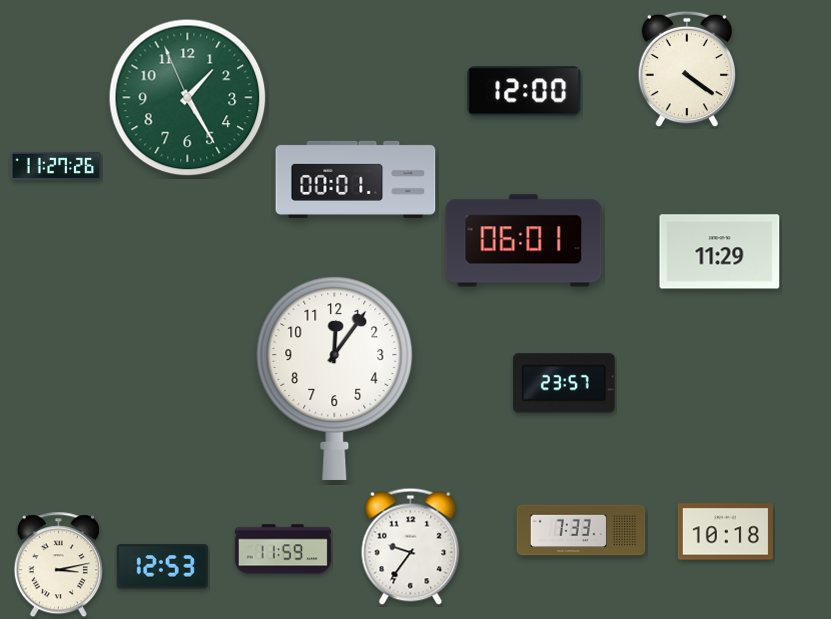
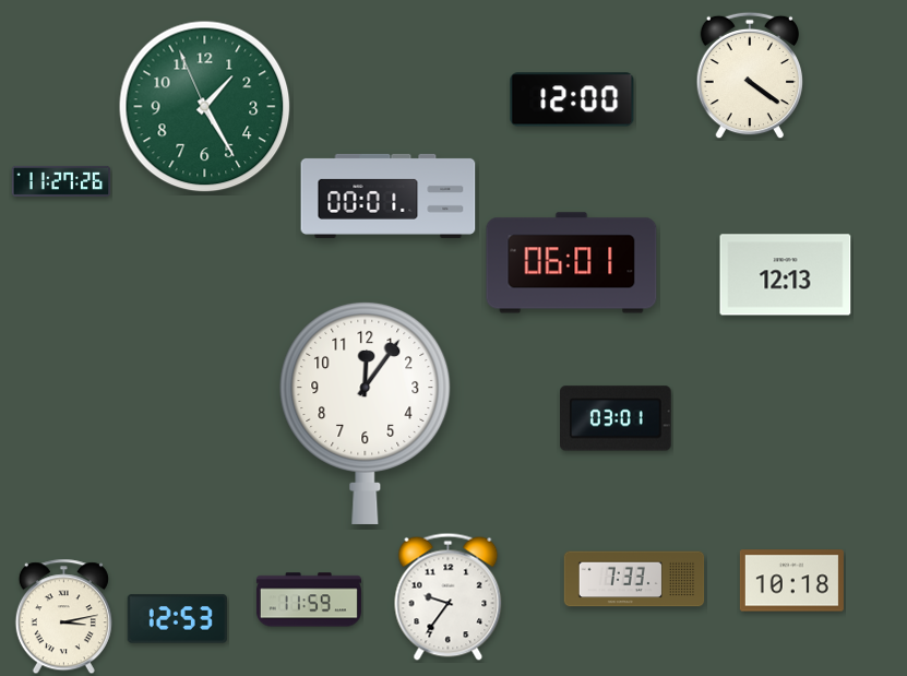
clock at (720, 252): 11:29 -> 12:13
clock at (564, 383): 23:57 -> 03:01
